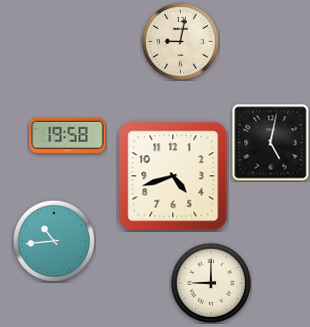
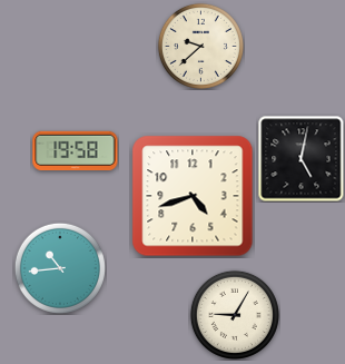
clock at (180, 41): 9:02 -> 9:38
clock at (211, 283): 9:00 -> 9:05
